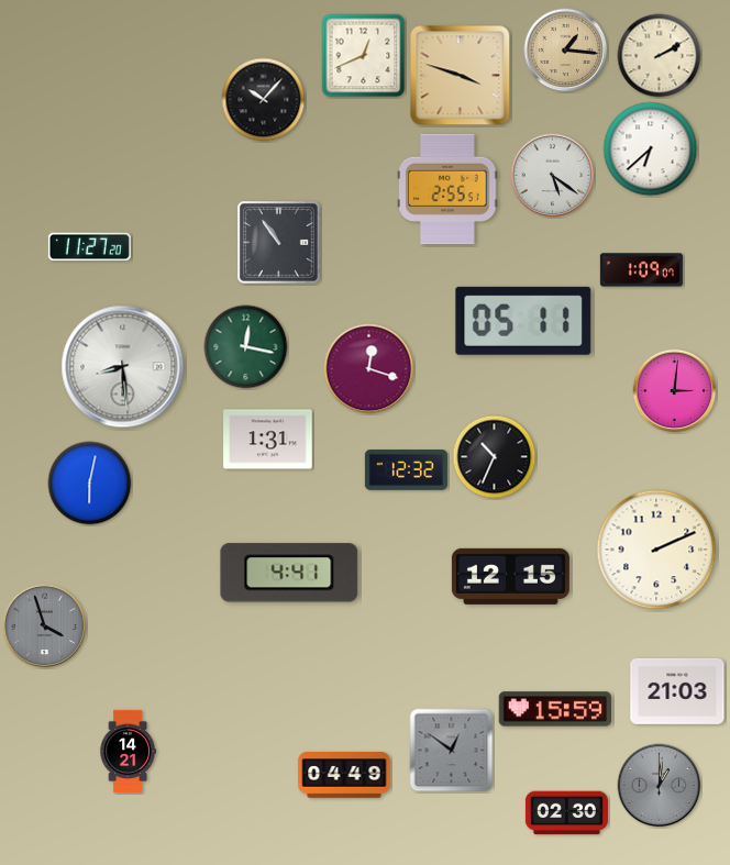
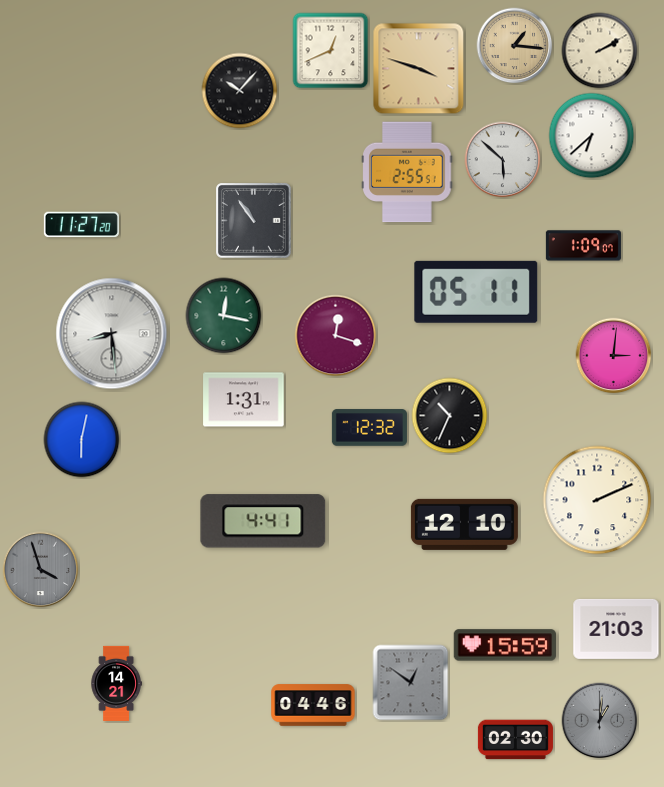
clock at (553, 176): 5:21 -> 5:52
clock at (510, 576): 12:15 -> 12:10
clock at (344, 775): 04:49 -> 04:46
clock at (660, 786) position: (660, 786) -> (600, 721)
